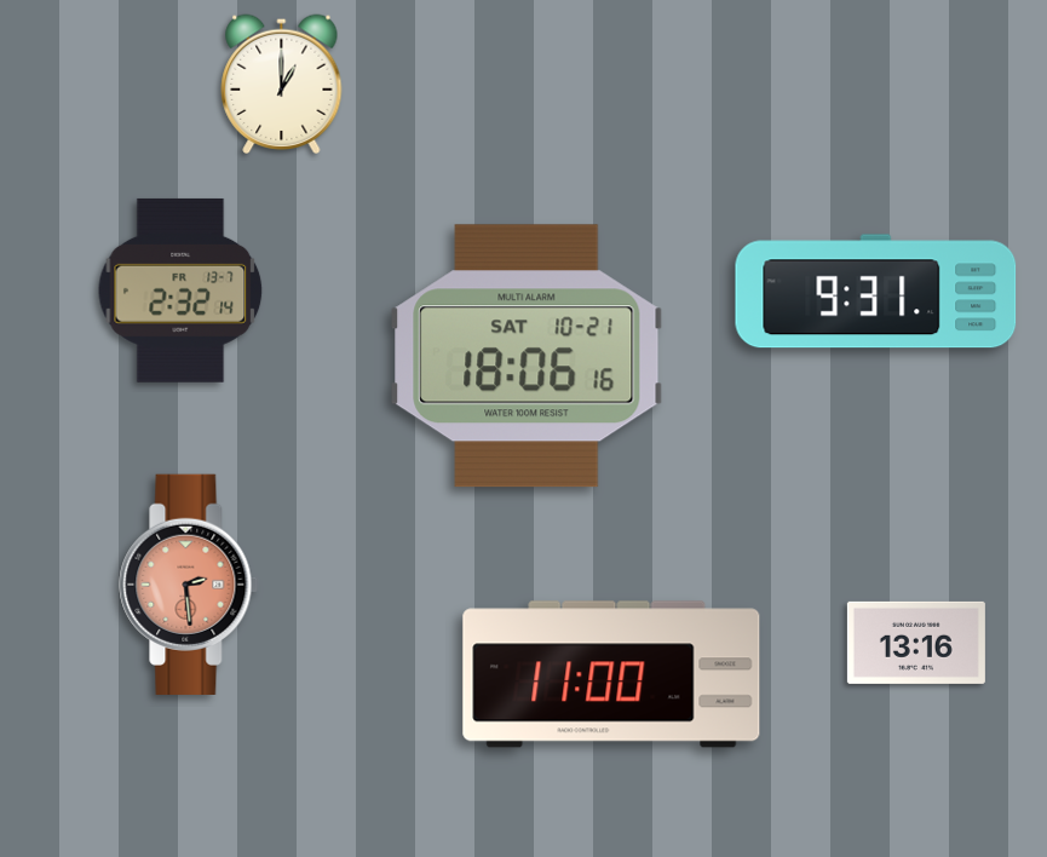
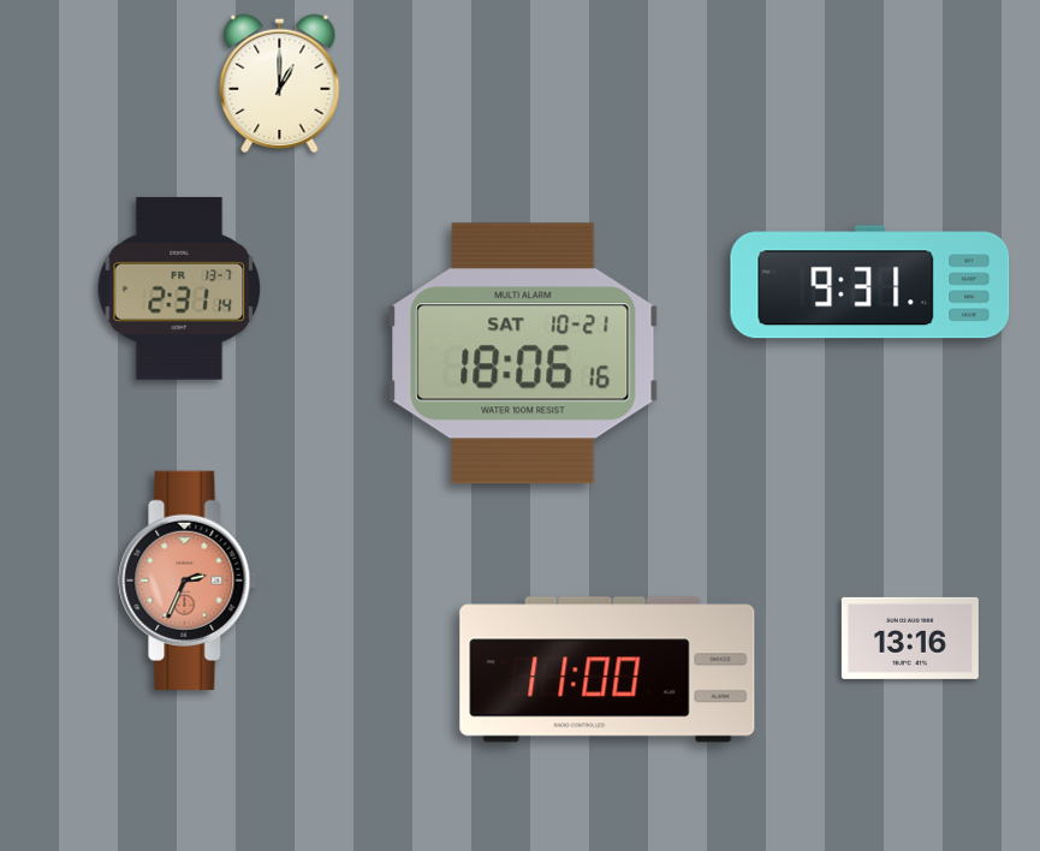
clock at (180, 291): 2:32 -> 2:31
clock at (876, 292) position: (876, 292) -> (870, 282)
clock at (189, 585): 2:29 -> 2:34
